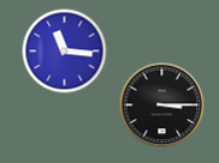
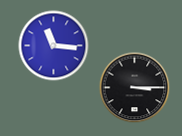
clock at (65, 52) position: (65, 52) -> (54, 46)
